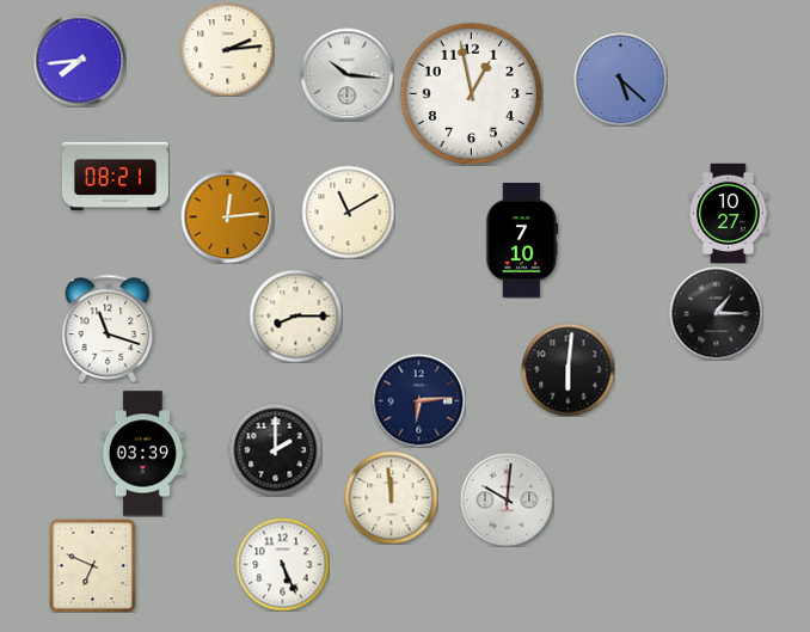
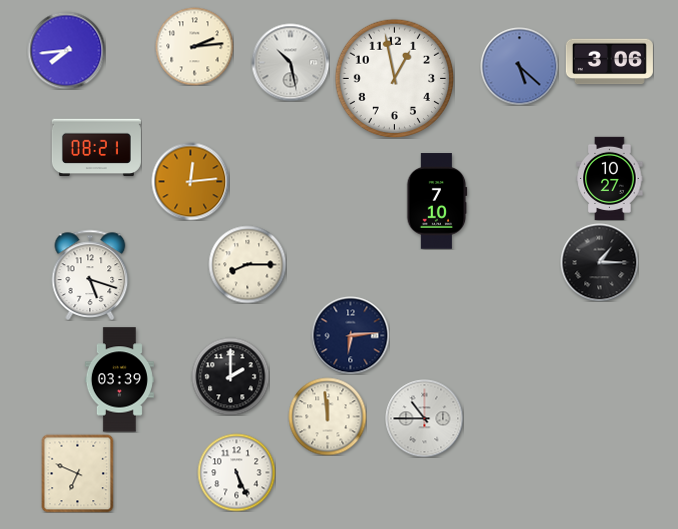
clock at (227, 49) position: (227, 49) -> (194, 46)
clock at (346, 74): 10:16 -> 10:28
clock at (609, 62): none -> 3:06
clock at (348, 211): 11:10 -> none
clock at (108, 329): 11:18 -> 5:18
clock at (567, 369): 6:01 -> none
clock at (507, 499): 10:01 -> 10:45
